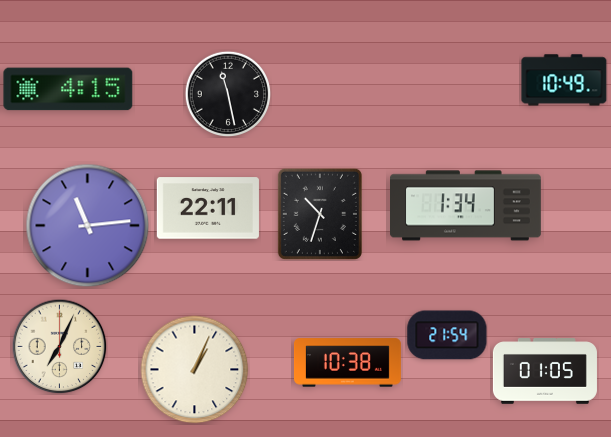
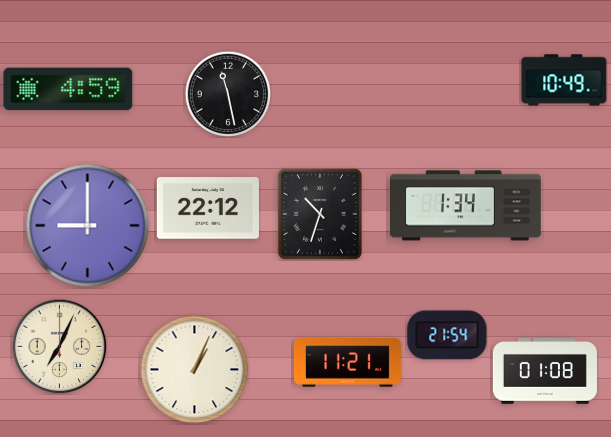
clock at (68, 89): 4:15 -> 4:59
clock at (208, 208): 22:11 -> 22:12
clock at (88, 226): 11:14 -> 9:00
clock at (347, 363): 10:38 -> 11:21
clock at (545, 371): 01:05 -> 01:08
